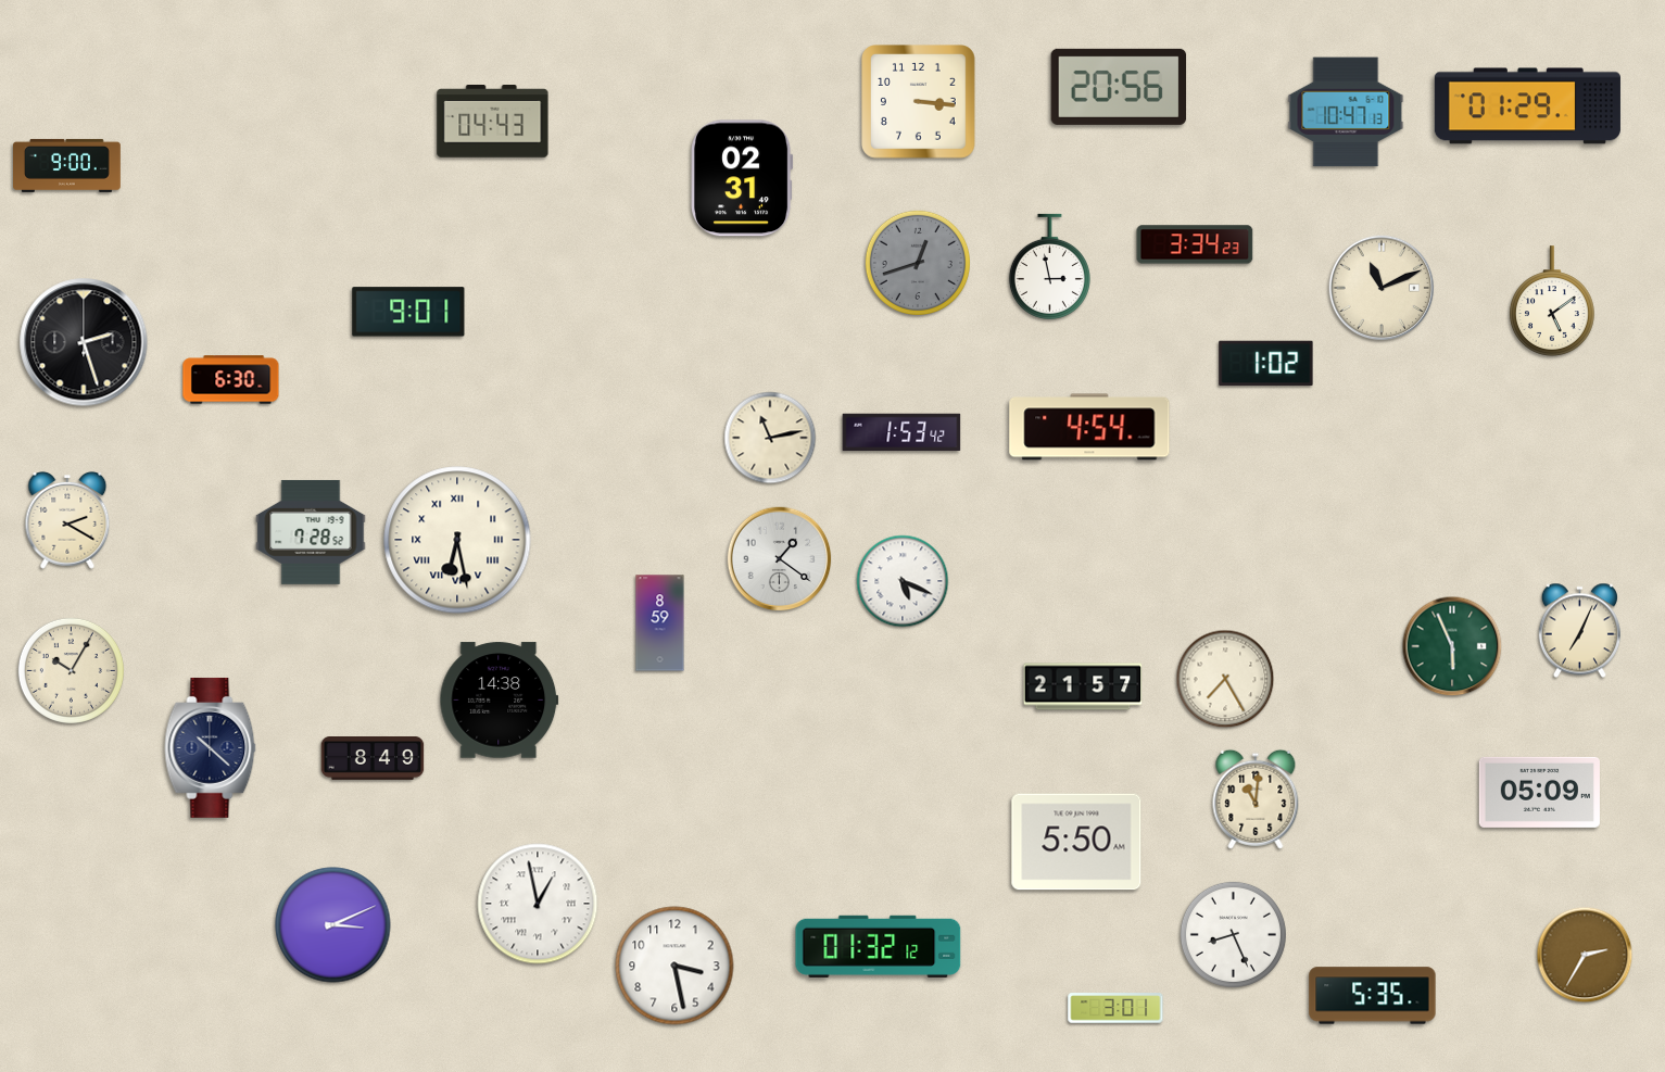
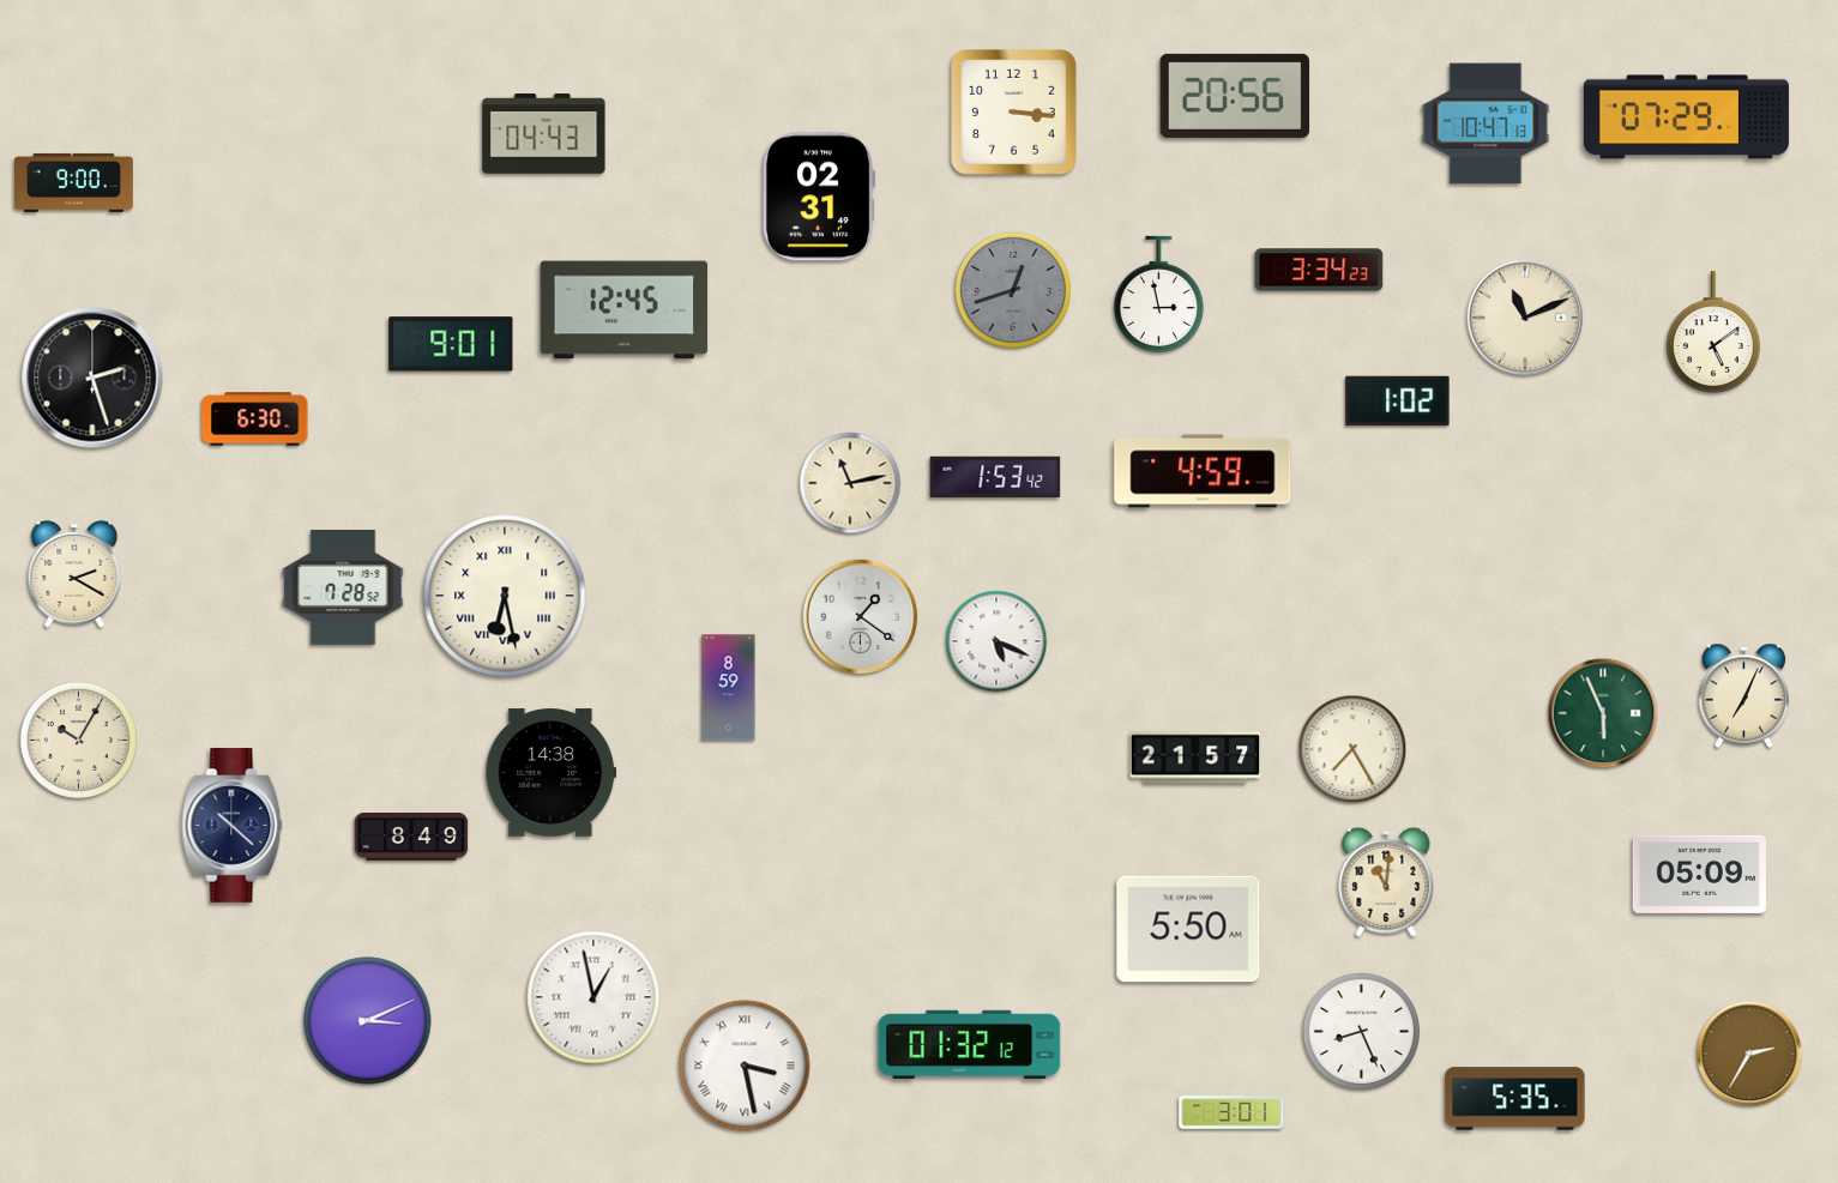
clock at (1527, 106): 01:29 -> 07:29
clock at (625, 310): none -> 12:45
clock at (1089, 427): 4:54 -> 4:59
clock at (674, 966) numerals: Arabic -> Roman
